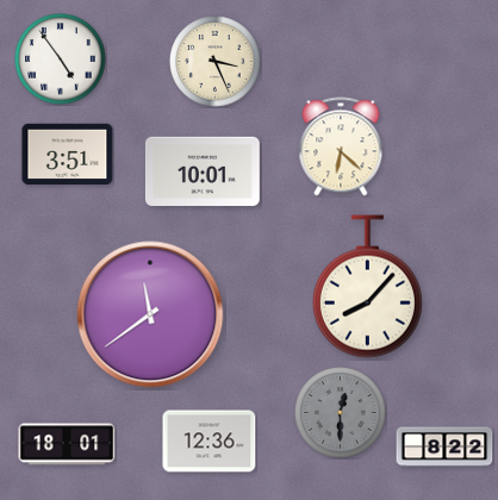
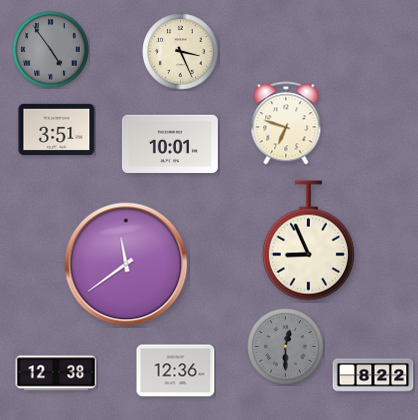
clock at (61, 60) dial: white -> grey
clock at (341, 146): 6:22 -> 6:48
clock at (367, 287): 8:07 -> 8:56
clock at (67, 444): 18:01 -> 12:38
